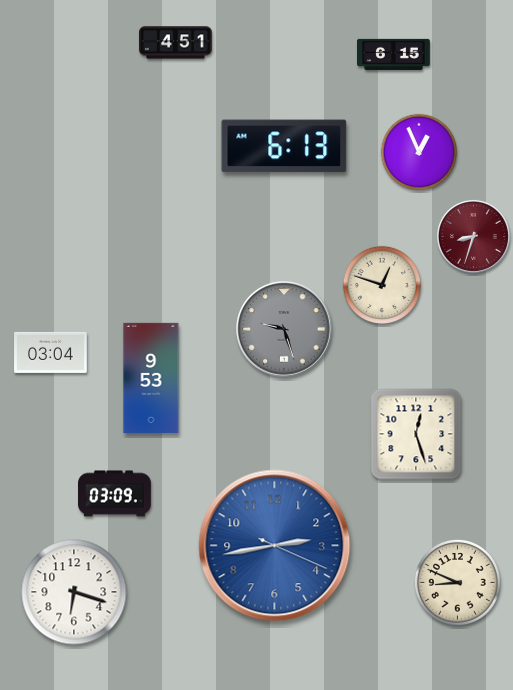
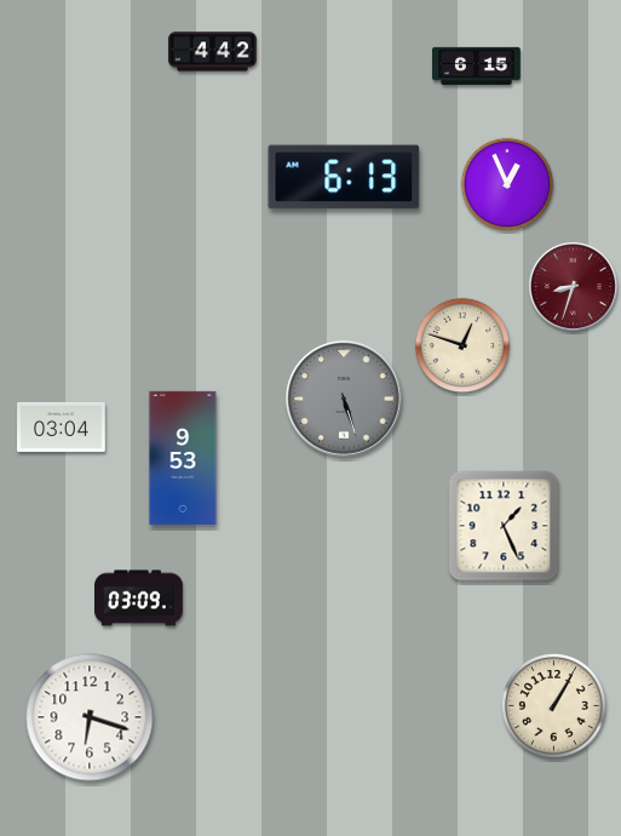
clock at (176, 43): 4:51 -> 4:42
clock at (284, 329): 9:27 -> 5:27
clock at (416, 434): 12:27 -> 1:26
clock at (275, 546): 2:43 -> none
clock at (457, 582): 8:49 -> 1:05
